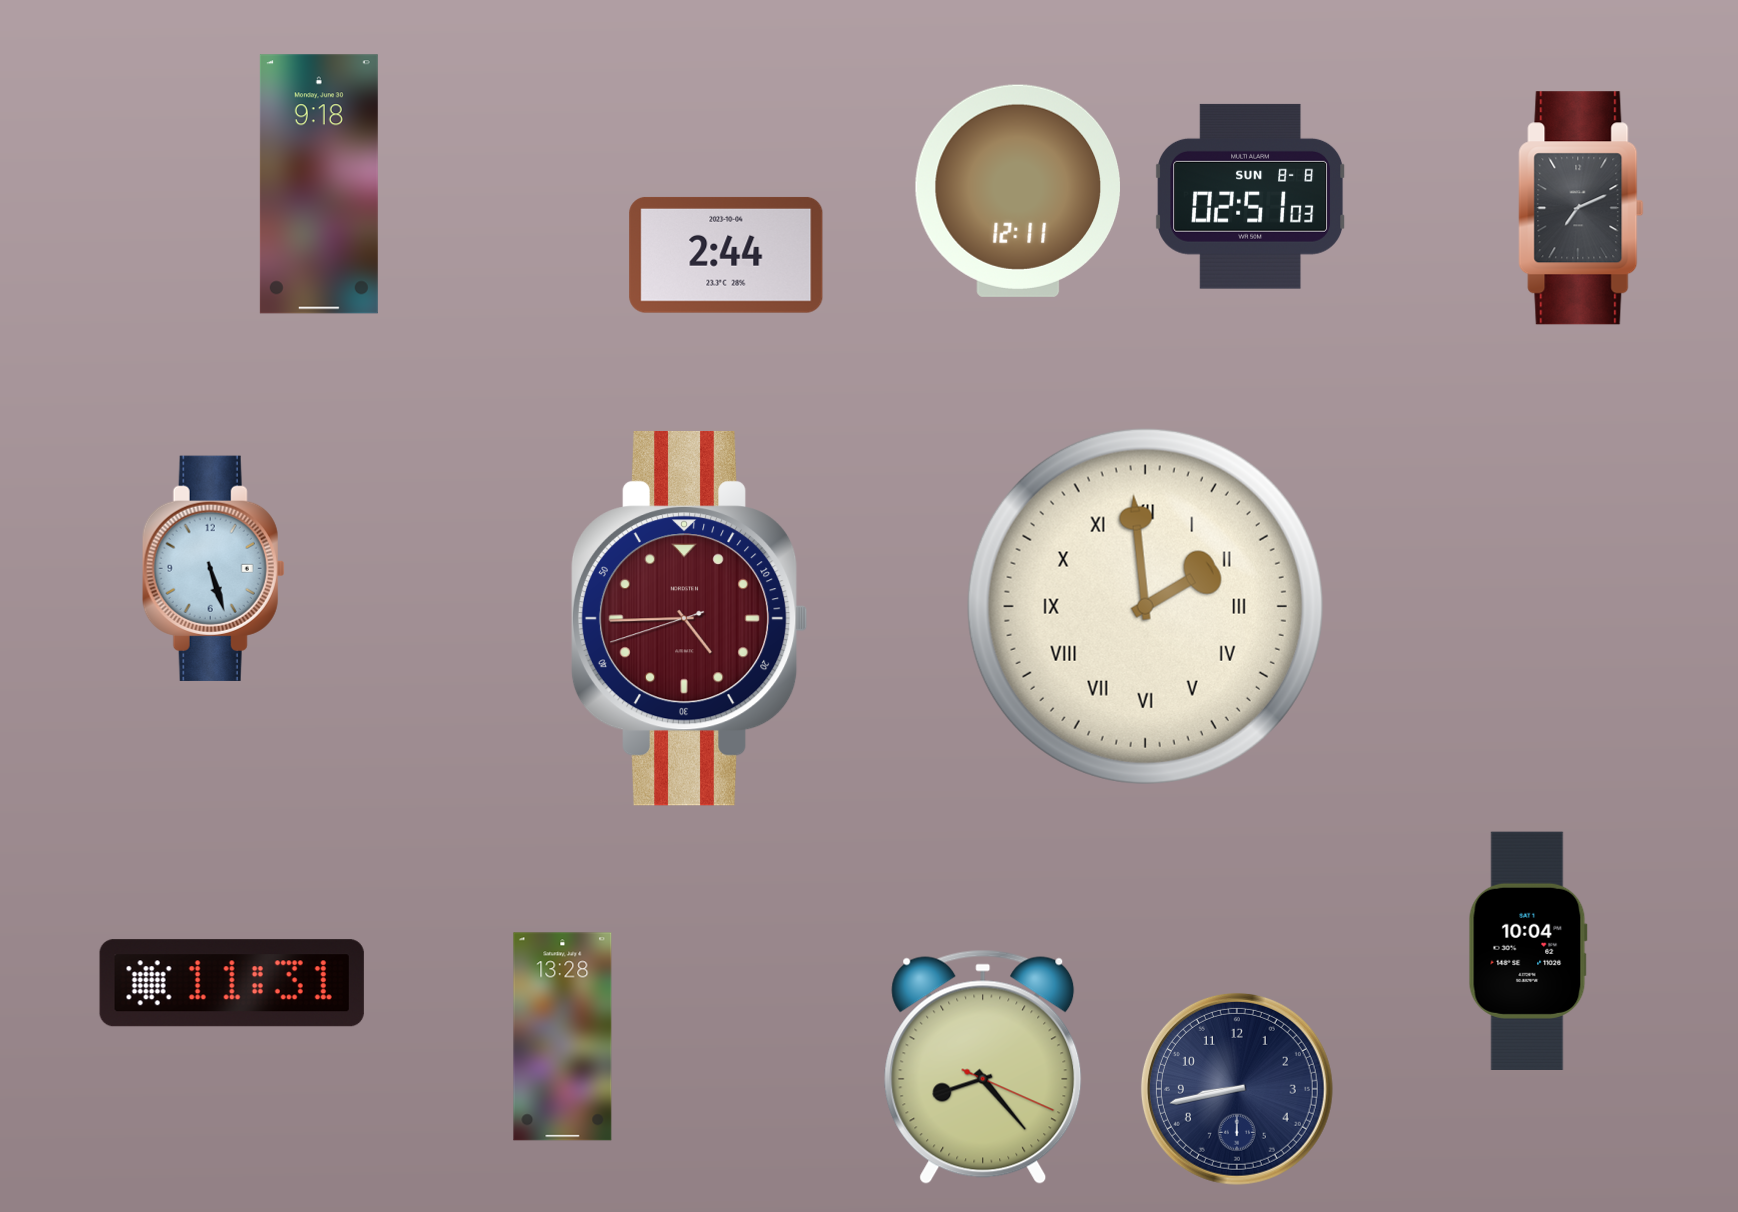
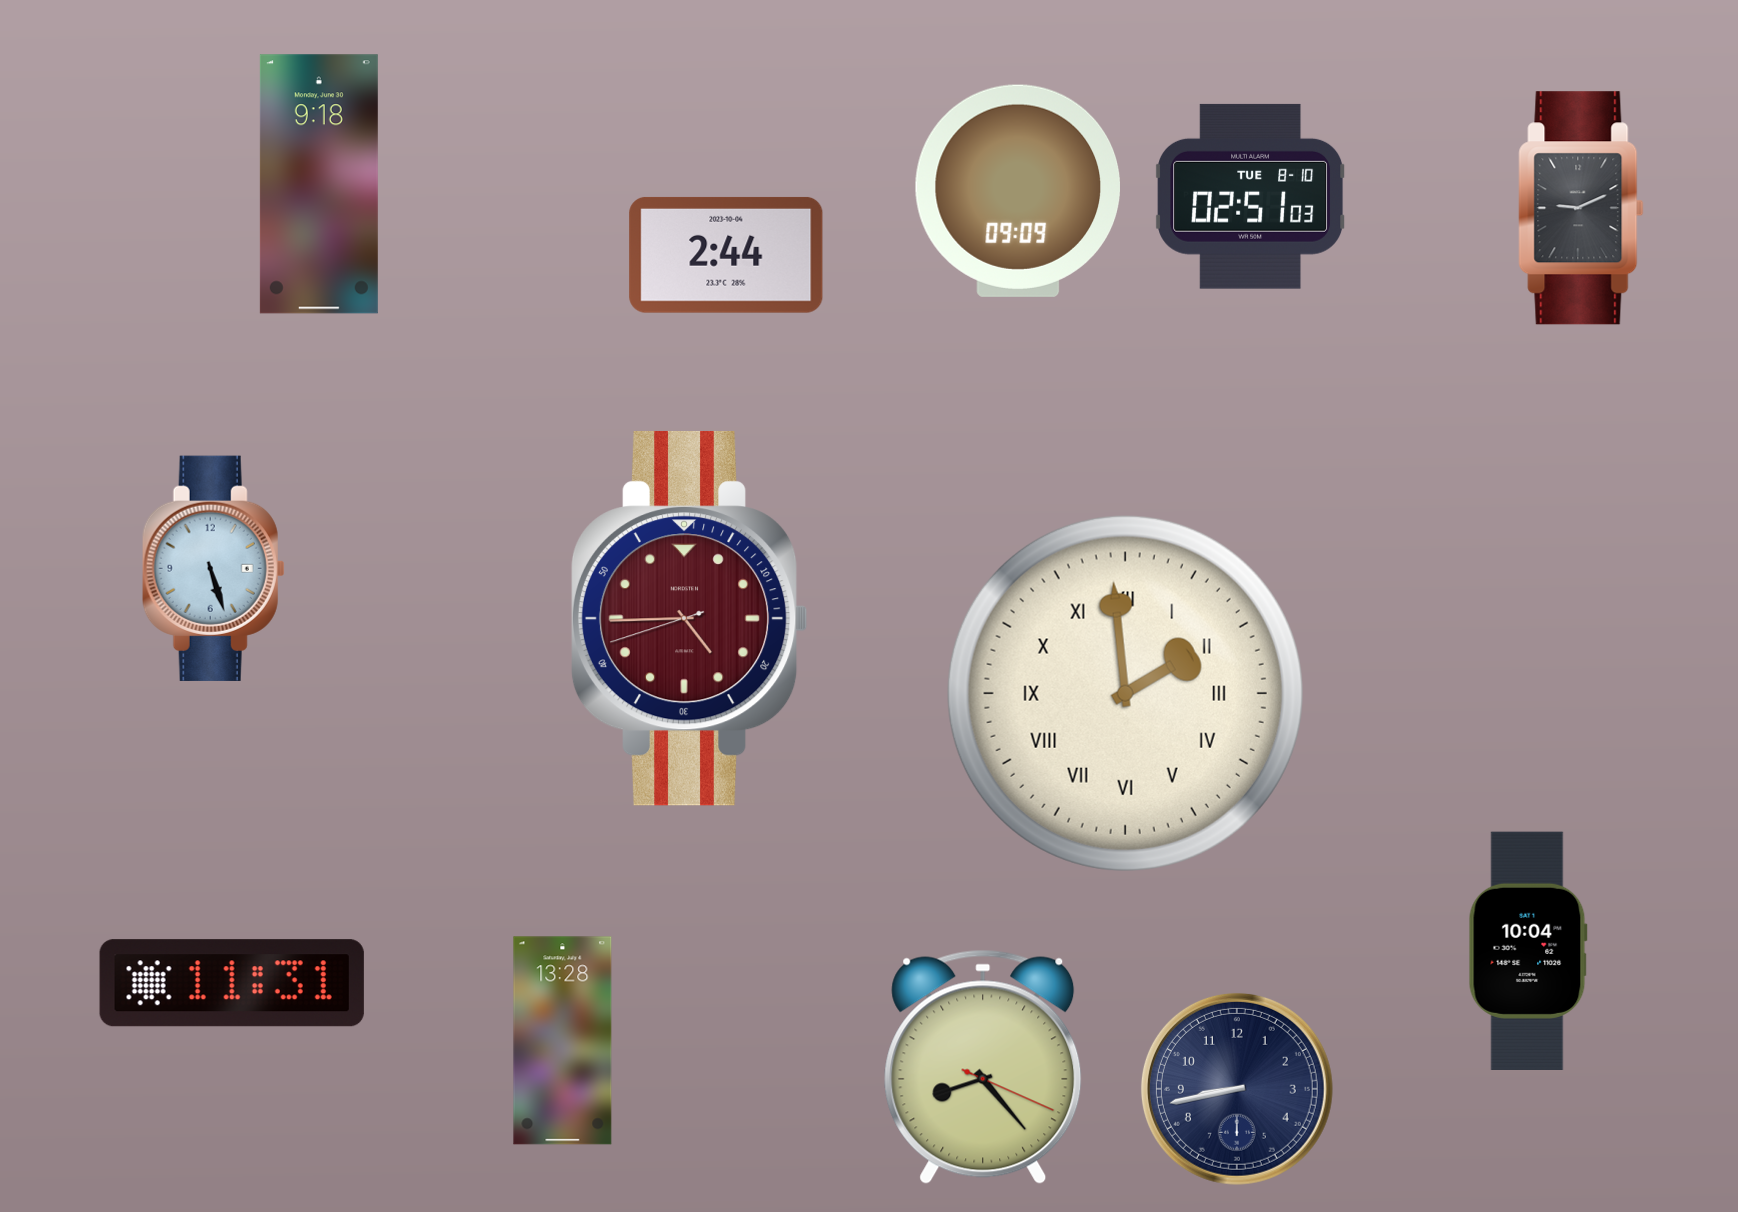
clock at (1018, 191): 12:11 -> 09:09
clock at (1251, 196) date: SUN 8-8 -> TUE 8-10
clock at (1581, 208): 7:11 -> 9:11
clock at (1145, 606) position: (1145, 606) -> (1125, 693)
clock at (563, 1037) position: (563, 1037) -> (563, 1041)
